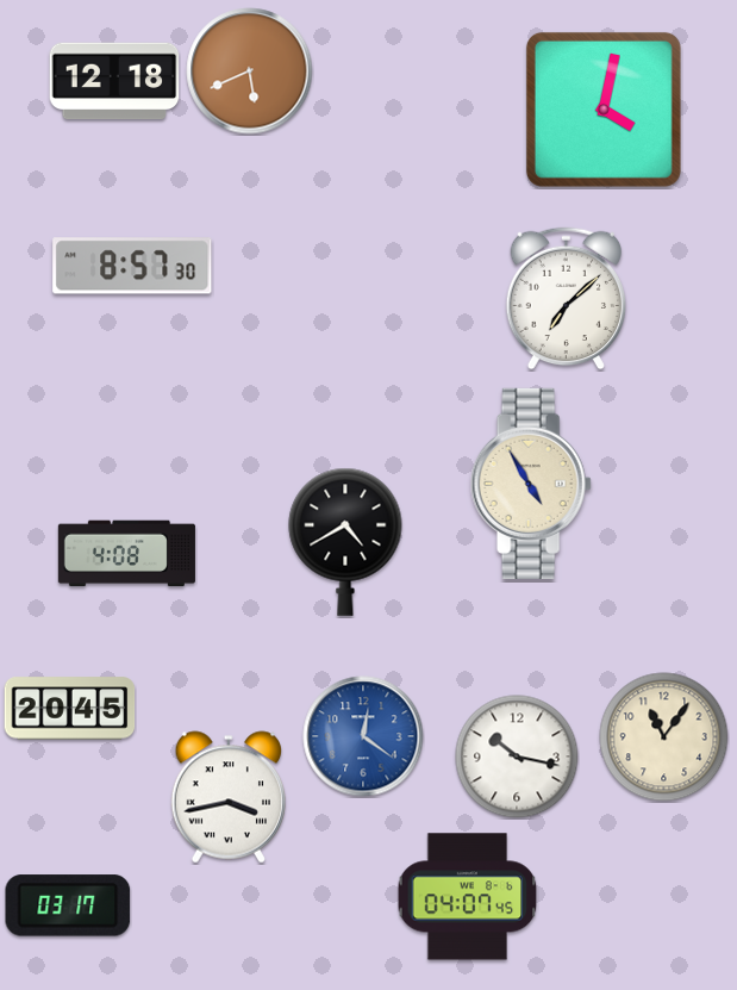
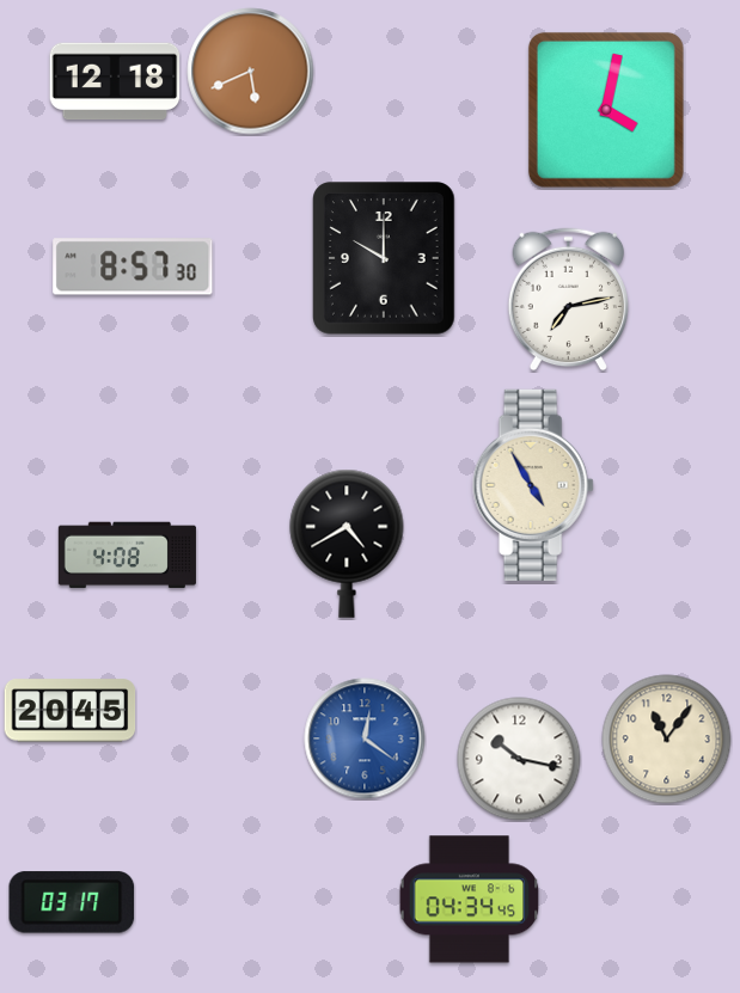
clock at (384, 258): none -> 10:00
clock at (567, 299): 7:08 -> 7:13
clock at (227, 797): 3:43 -> none
clock at (468, 897): 04:07 -> 04:34
clock at (68, 905) position: (68, 905) -> (72, 902)
